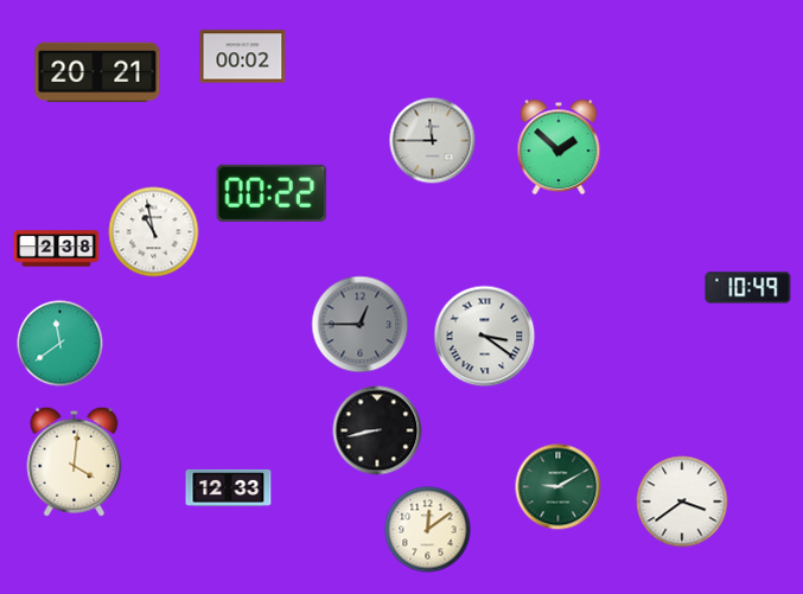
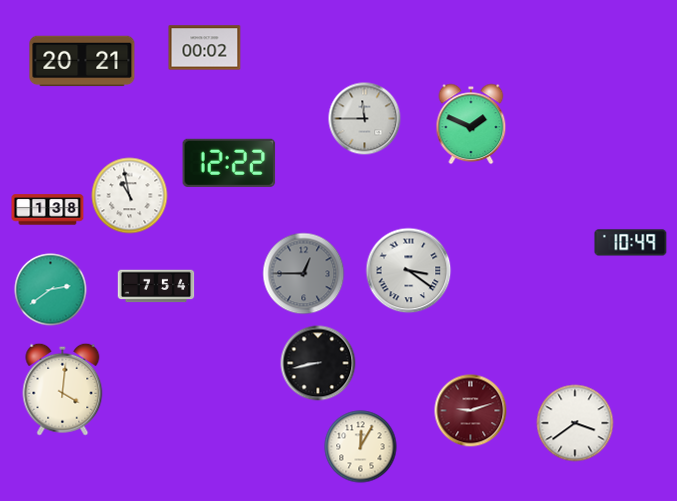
clock at (559, 147): 1:52 -> 1:49
clock at (272, 193): 00:22 -> 12:22
clock at (57, 249): 2:38 -> 1:38
clock at (485, 337) position: (485, 337) -> (409, 271)
clock at (156, 286): none -> 7:54
clock at (60, 344): 11:39 -> 2:39
clock at (229, 487): 12:33 -> none
clock at (559, 487): 9:10 -> 9:12
clock at (559, 487) dial: green -> burgundy
clock at (428, 530): 12:09 -> 12:05
